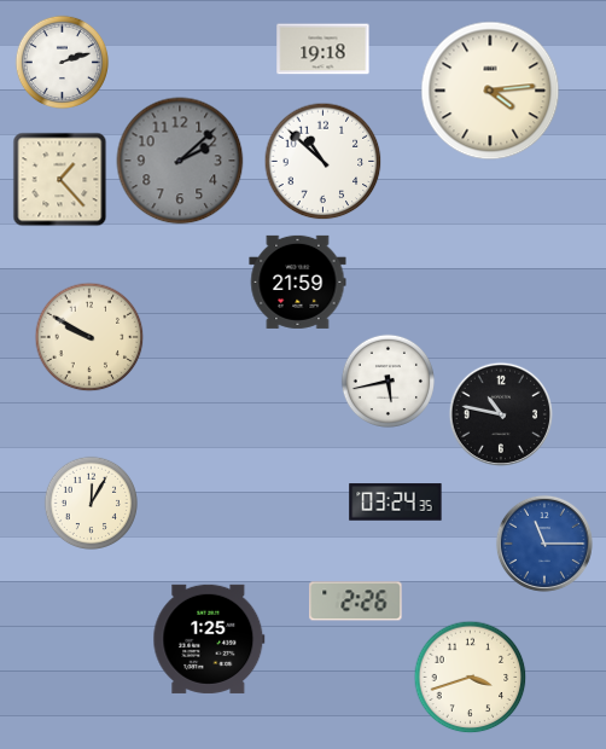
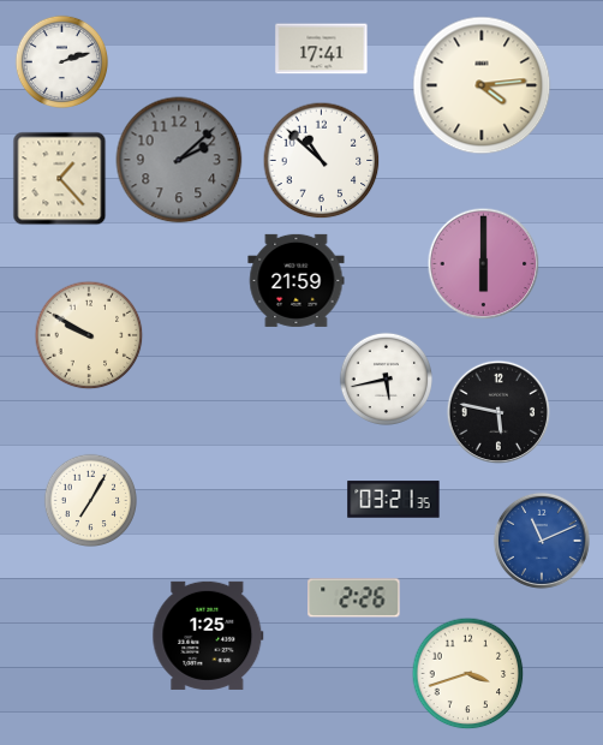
clock at (324, 50): 19:18 -> 17:41
clock at (490, 91) position: (490, 91) -> (482, 85)
clock at (483, 263): none -> 6:00
clock at (501, 414): 10:47 -> 5:47
clock at (91, 503): 12:05 -> 7:05
clock at (396, 503): 03:24 -> 03:21
clock at (544, 544): 11:15 -> 11:11
